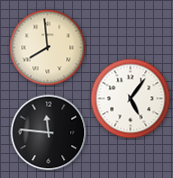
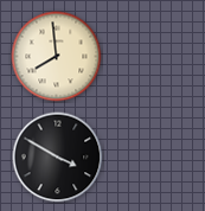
clock at (131, 99): 5:06 -> none
clock at (49, 133): 11:46 -> 3:50
